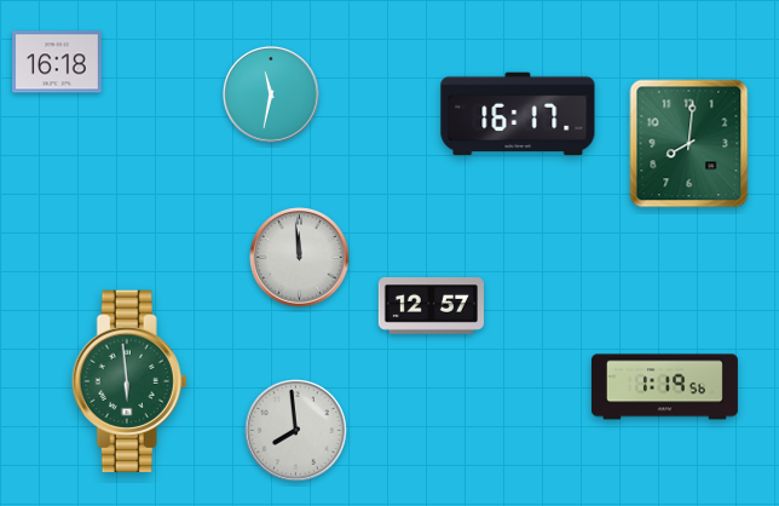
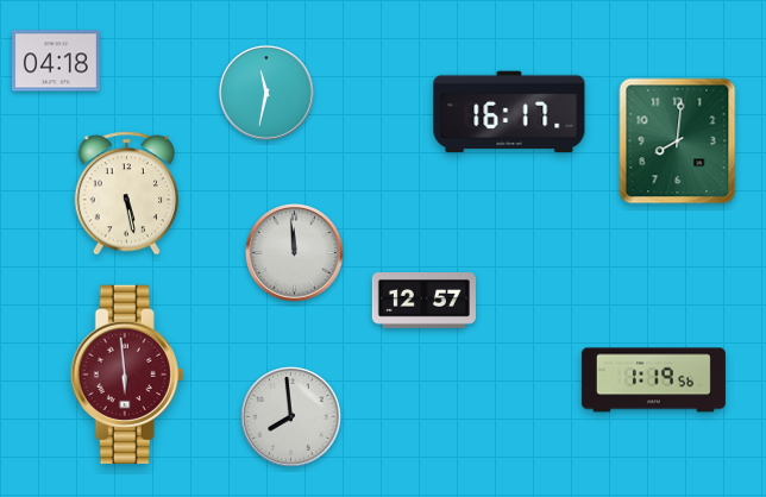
clock at (58, 62): 16:18 -> 04:18
clock at (126, 194): none -> 5:28
clock at (129, 380) dial: green -> burgundy
clock at (296, 431) position: (296, 431) -> (291, 417)
